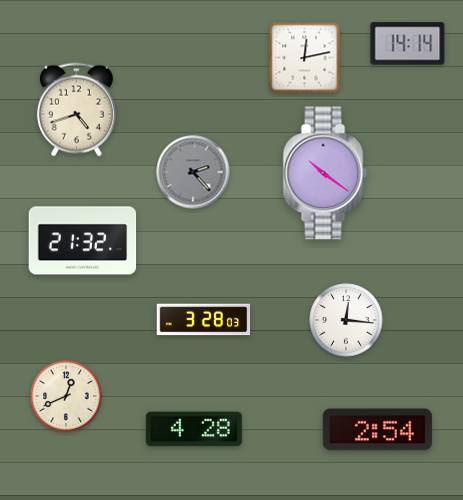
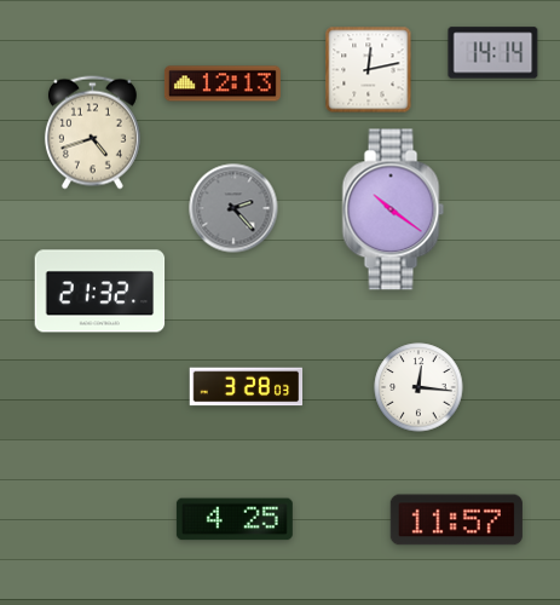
clock at (223, 83): none -> 12:13
clock at (66, 396): 12:41 -> none
clock at (194, 429): 4:28 -> 4:25
clock at (377, 430): 2:54 -> 11:57
